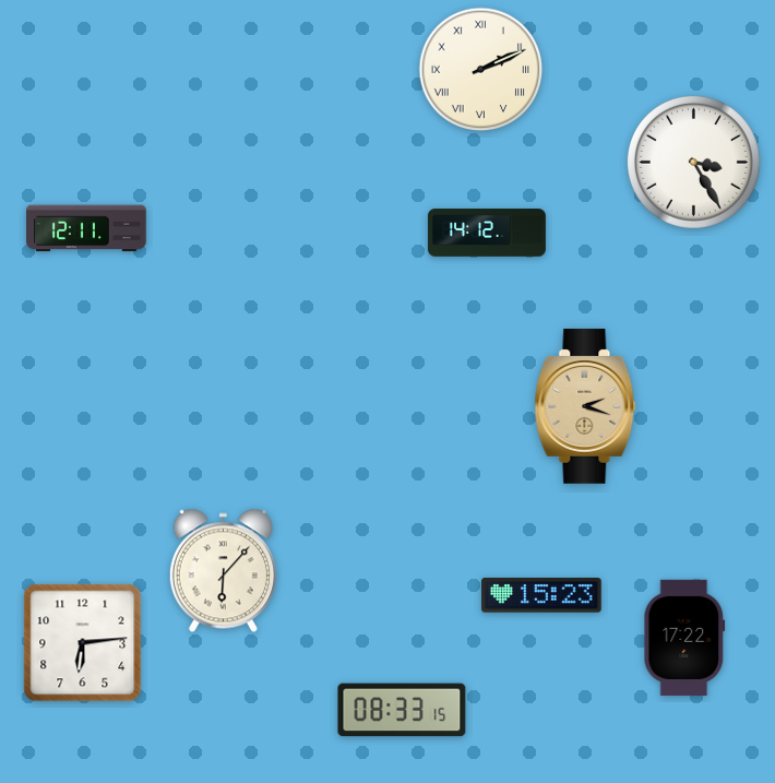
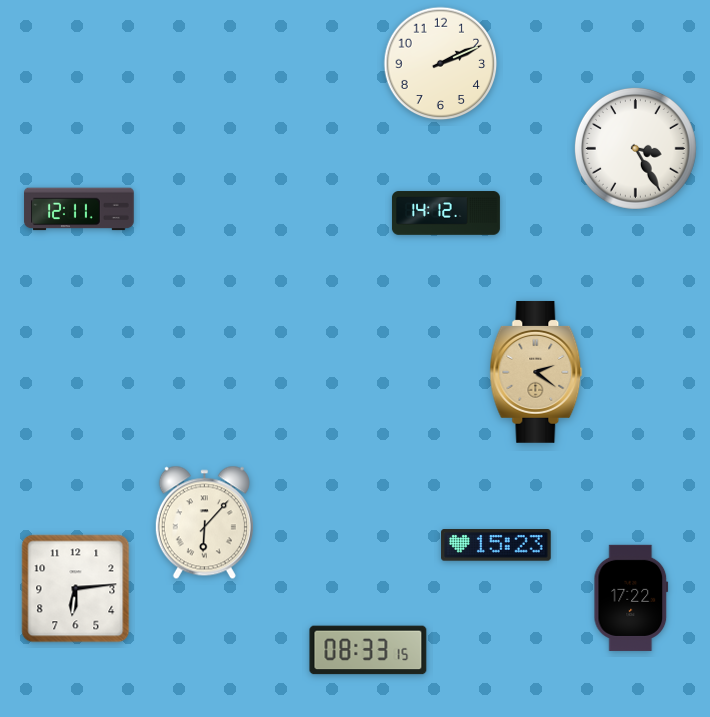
clock at (481, 70) numerals: Roman -> Arabic
clock at (585, 406): 2:18 -> 2:21
clock at (684, 638) position: (684, 638) -> (631, 598)
